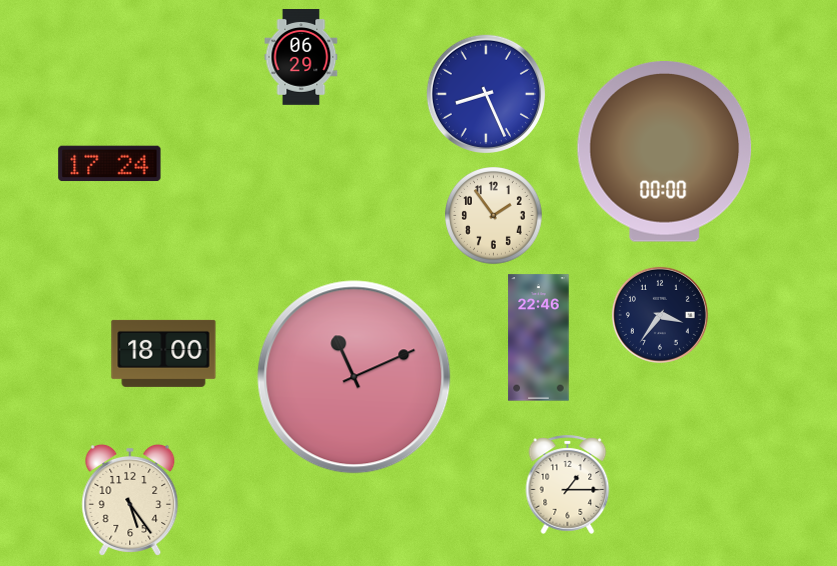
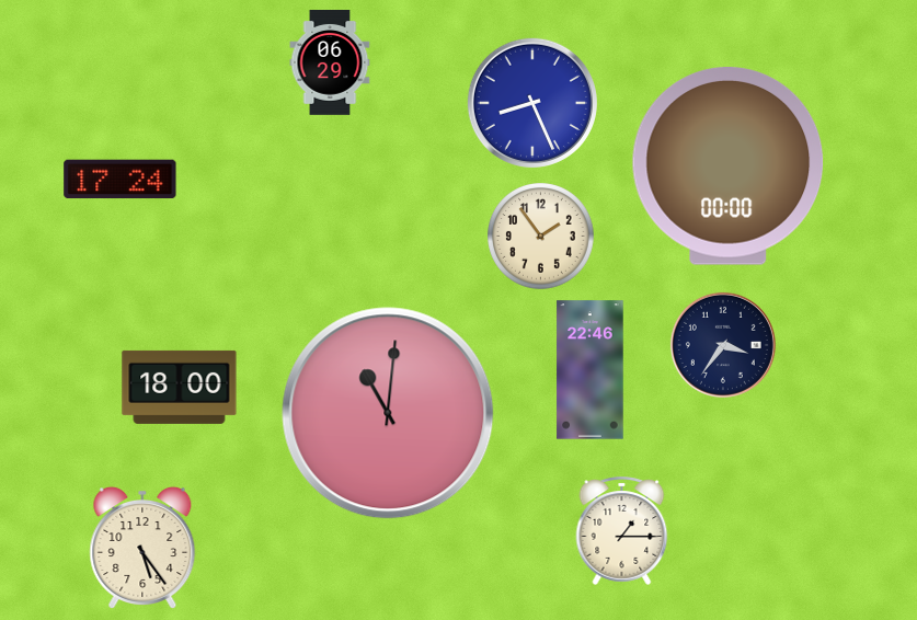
clock at (354, 377): 11:11 -> 11:01
